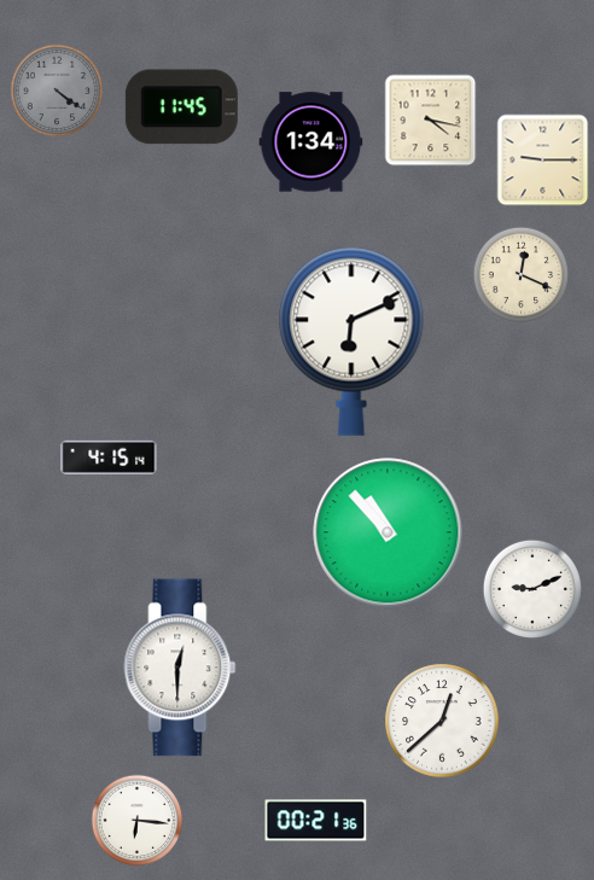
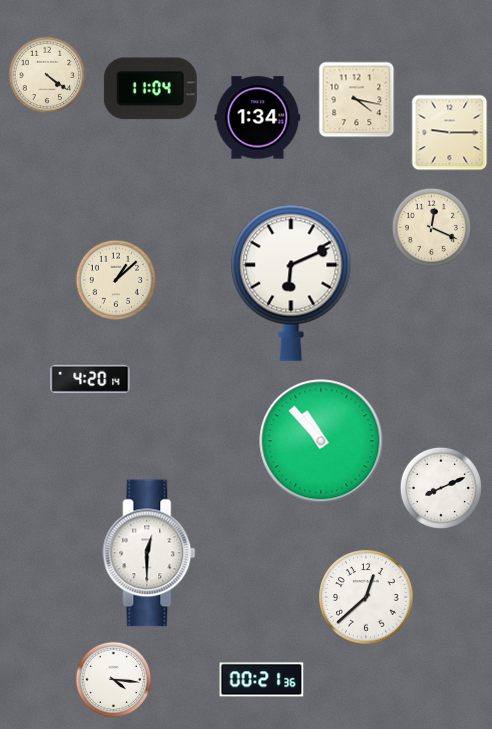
clock at (57, 91) dial: grey -> cream
clock at (181, 107): 11:45 -> 11:04
clock at (116, 280): none -> 1:08
clock at (109, 458): 4:15 -> 4:20
clock at (532, 589): 9:11 -> 8:11
clock at (138, 821): 6:16 -> 4:16
